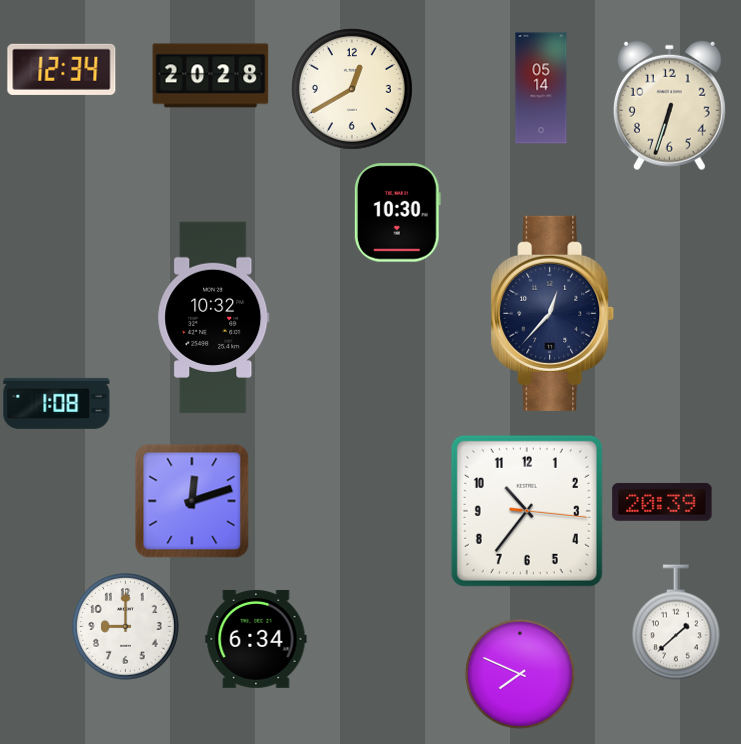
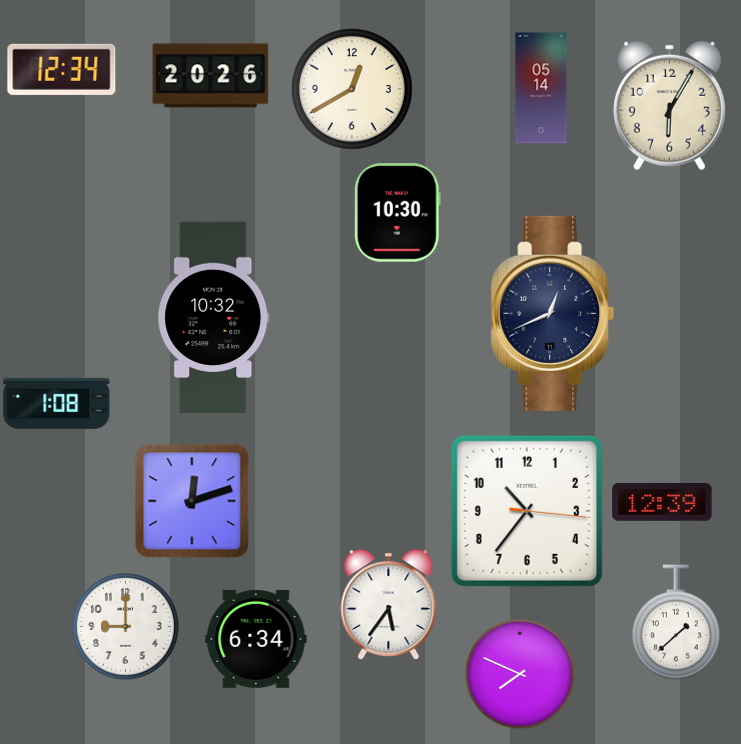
clock at (211, 76): 20:28 -> 20:26
clock at (669, 106): 6:33 -> 6:05
clock at (553, 313): 12:37 -> 12:41
clock at (662, 502): 20:39 -> 12:39
clock at (389, 605): none -> 5:36
